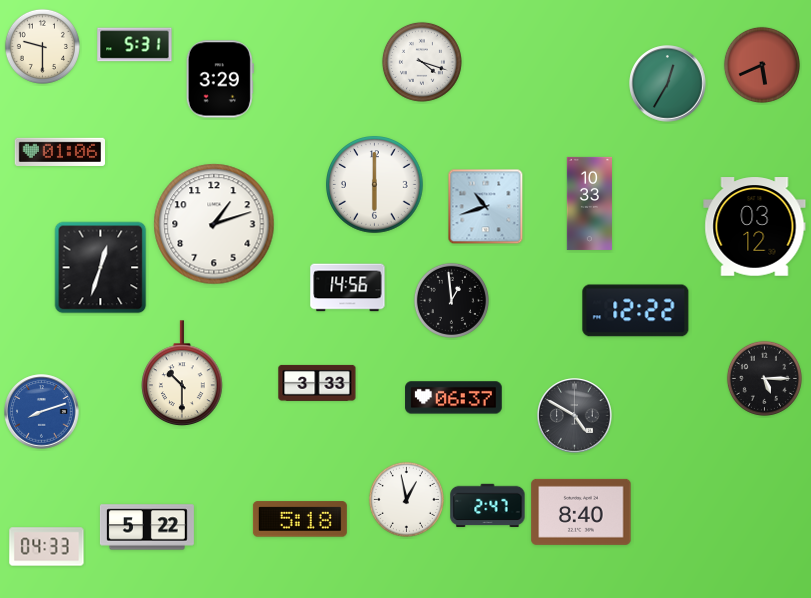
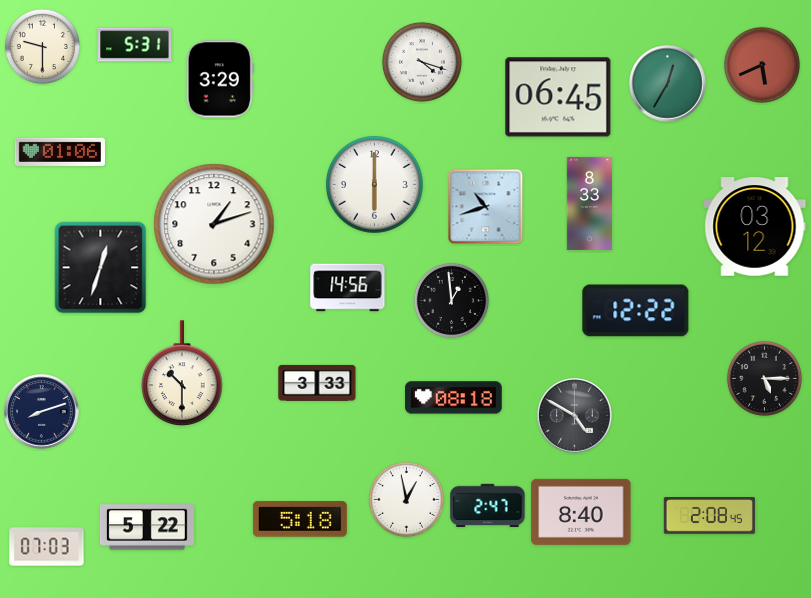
clock at (558, 97): none -> 06:45
clock at (589, 203): 10:33 -> 8:33
clock at (454, 398): 06:37 -> 08:18
clock at (42, 412) dial: blue -> navy
clock at (709, 516): none -> 2:08
clock at (47, 547): 04:33 -> 07:03
